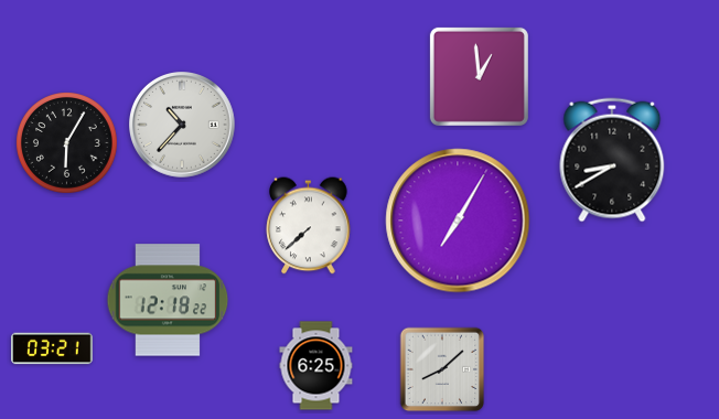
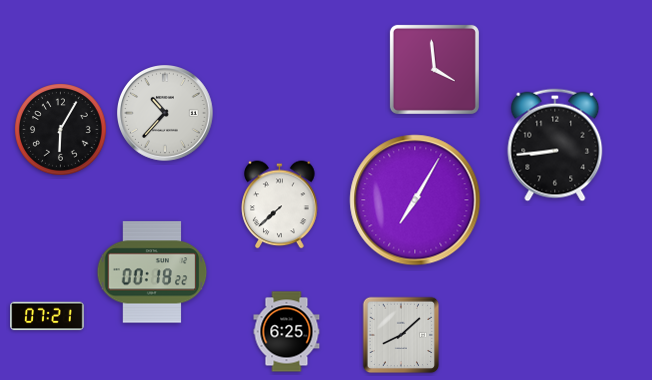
clock at (479, 76): 12:59 -> 3:59
clock at (612, 160): 8:40 -> 8:44
clock at (168, 300): 12:18 -> 00:18
clock at (52, 348): 03:21 -> 07:21
